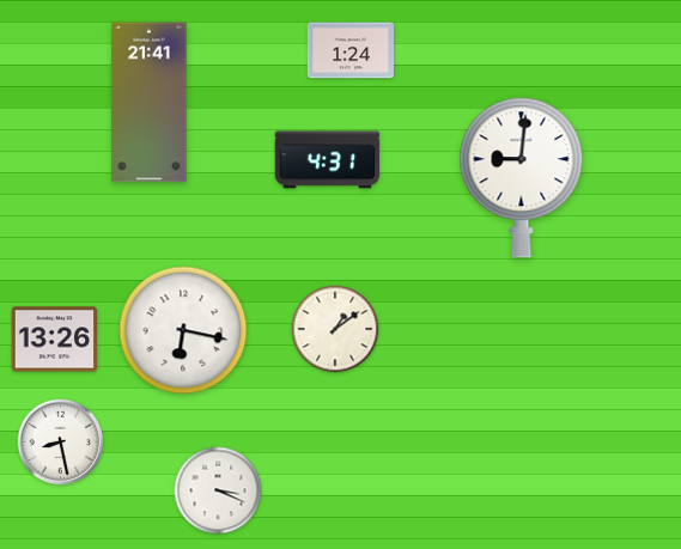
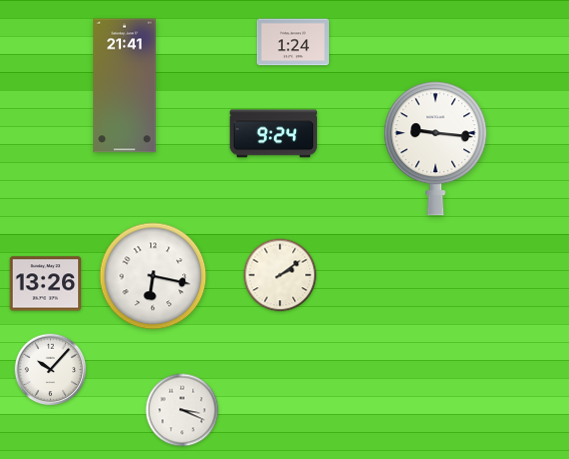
clock at (328, 160): 4:31 -> 9:24
clock at (522, 178): 9:01 -> 9:16
clock at (335, 329): 1:09 -> 2:09
clock at (61, 443): 8:28 -> 10:07
